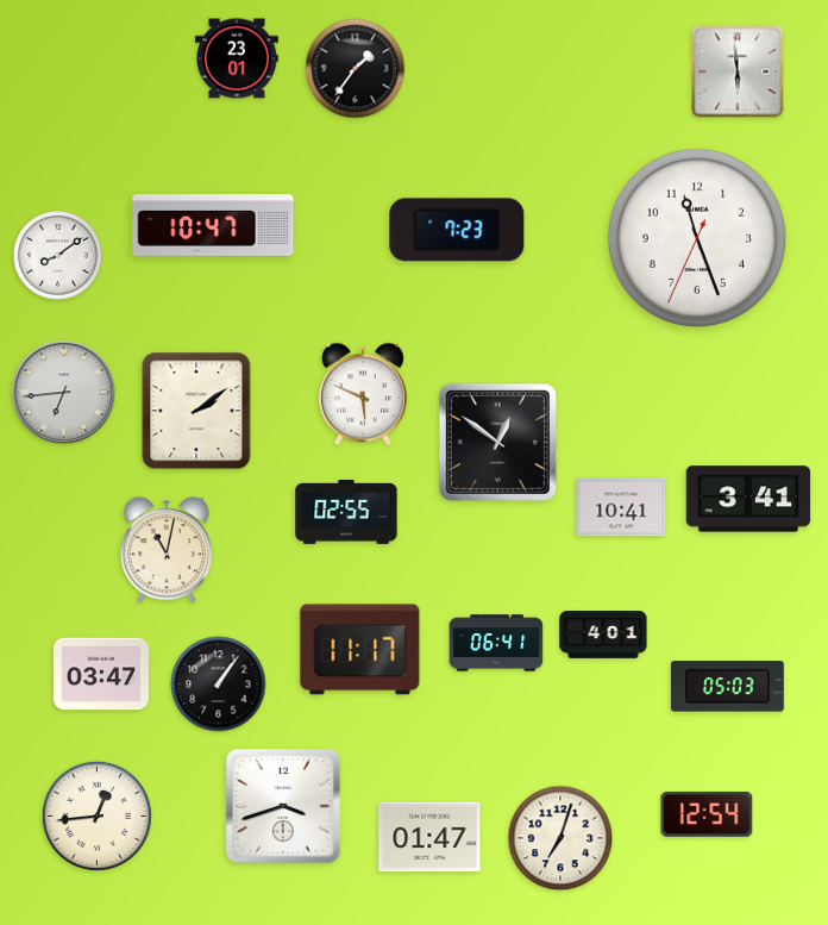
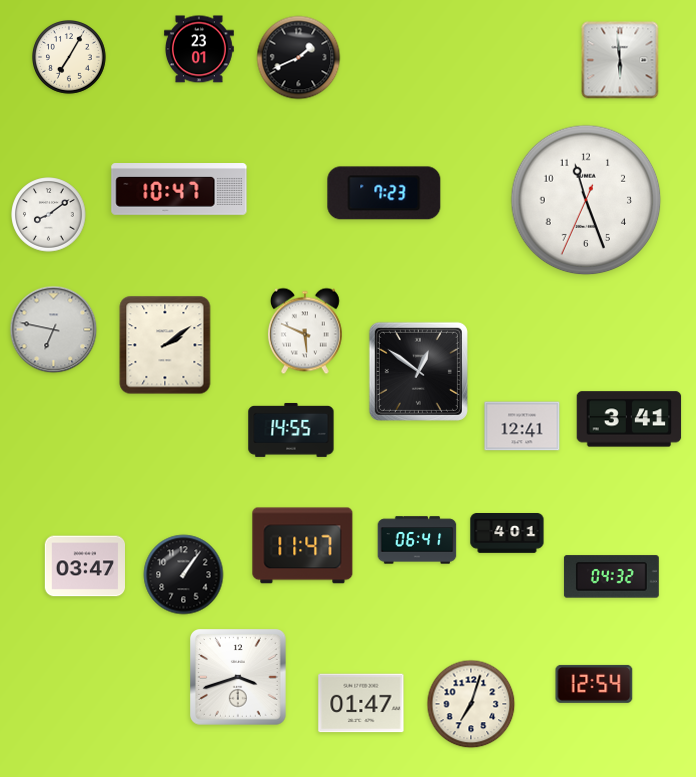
clock at (70, 58): none -> 7:05
clock at (356, 69): 1:36 -> 1:41
clock at (64, 393): 6:44 -> 6:47
clock at (621, 507): 10:41 -> 12:41
clock at (346, 512): 02:55 -> 14:55
clock at (165, 550): 11:02 -> none
clock at (360, 650): 11:17 -> 11:47
clock at (727, 687): 05:03 -> 04:32
clock at (96, 815): 12:44 -> none
